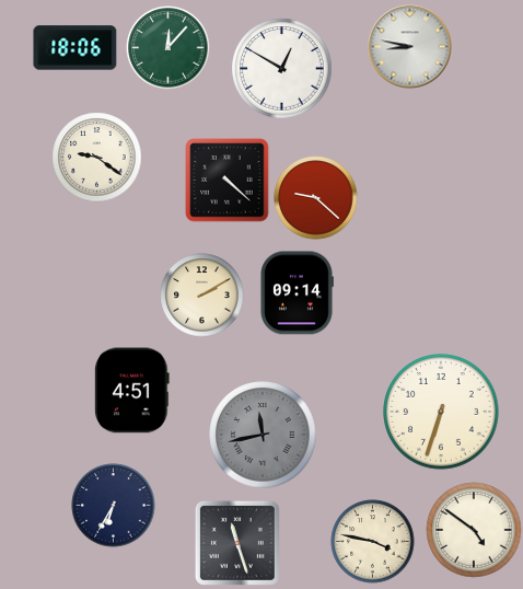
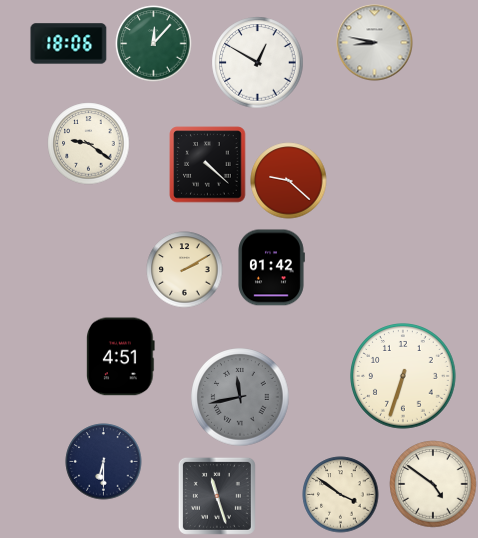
clock at (297, 293): 09:14 -> 01:42
clock at (114, 506): 6:35 -> 6:30
clock at (373, 542): 3:47 -> 3:51
